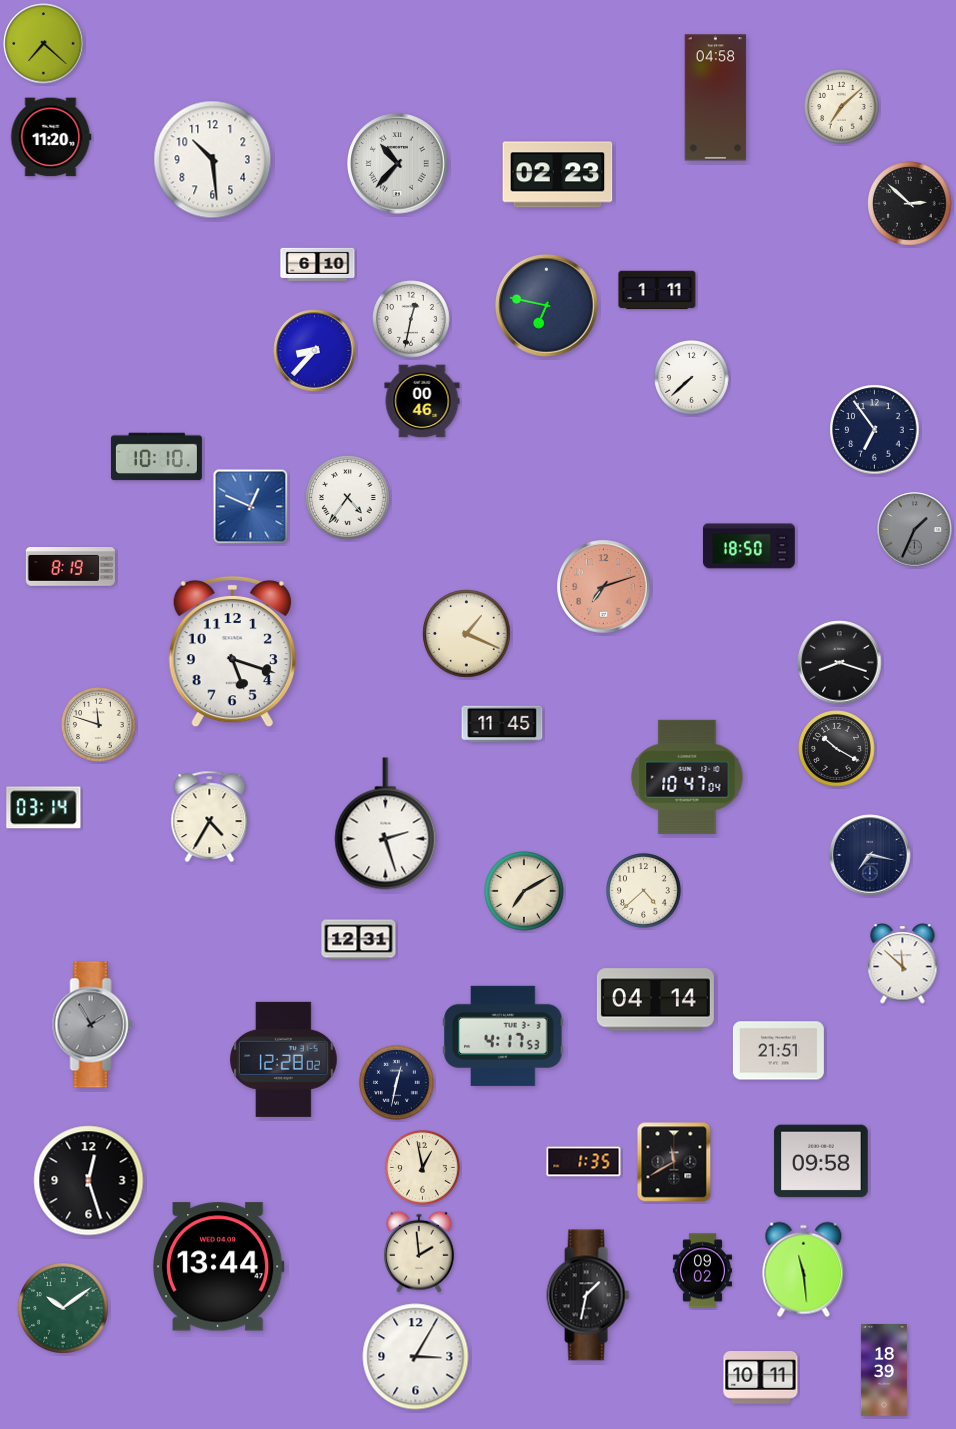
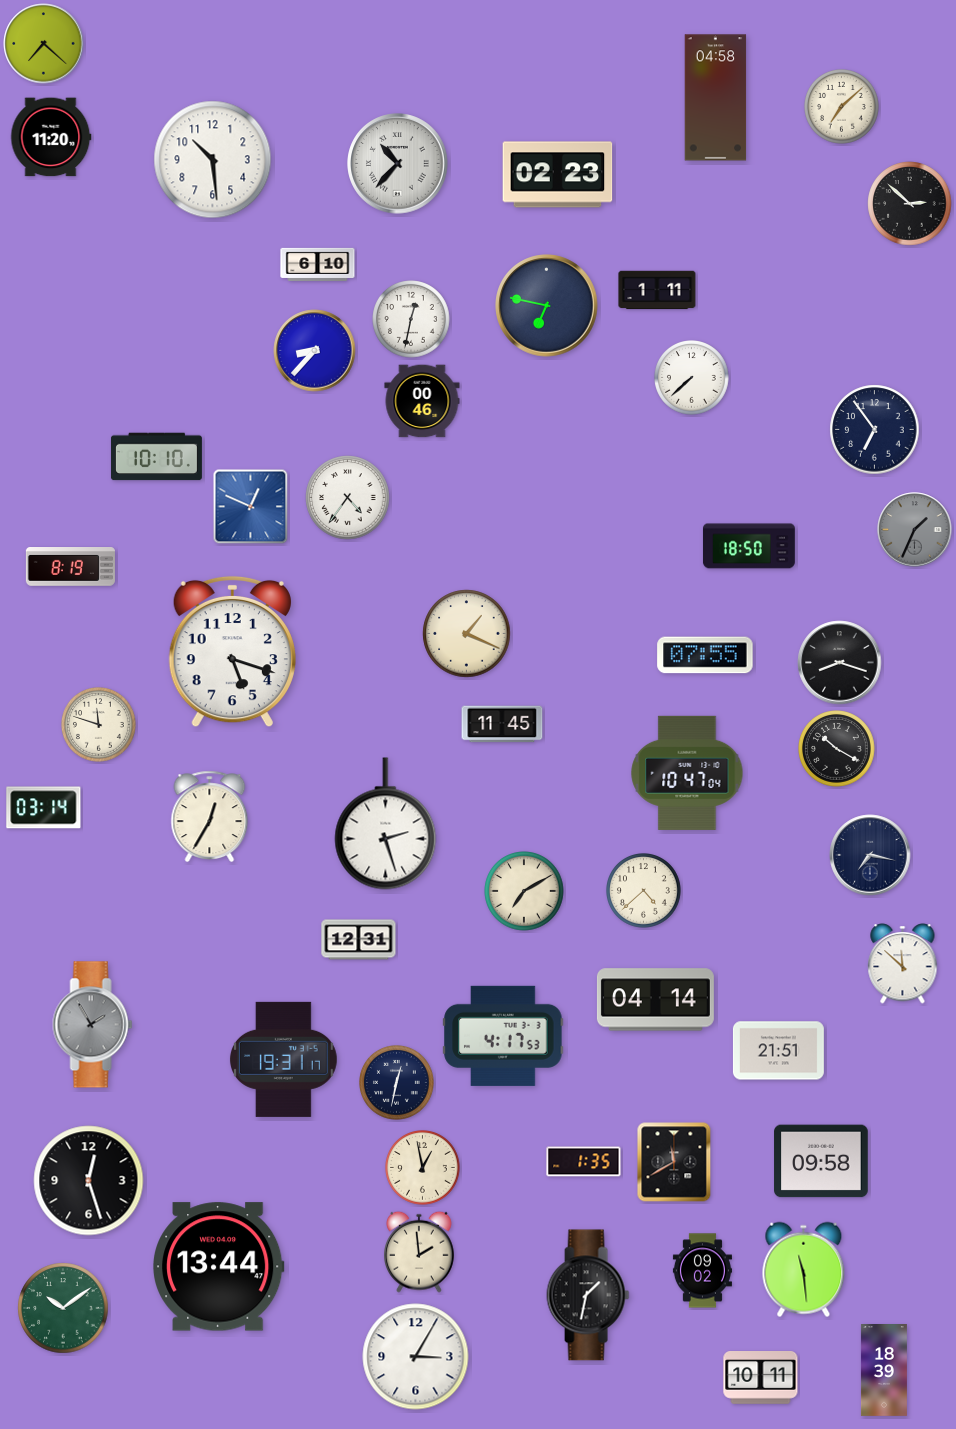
clock at (604, 587): 7:12 -> none
clock at (705, 655): none -> 07:55
clock at (687, 777) position: (687, 777) -> (687, 773)
clock at (210, 817): 4:35 -> 12:35
clock at (283, 1059): 12:28 -> 19:31
